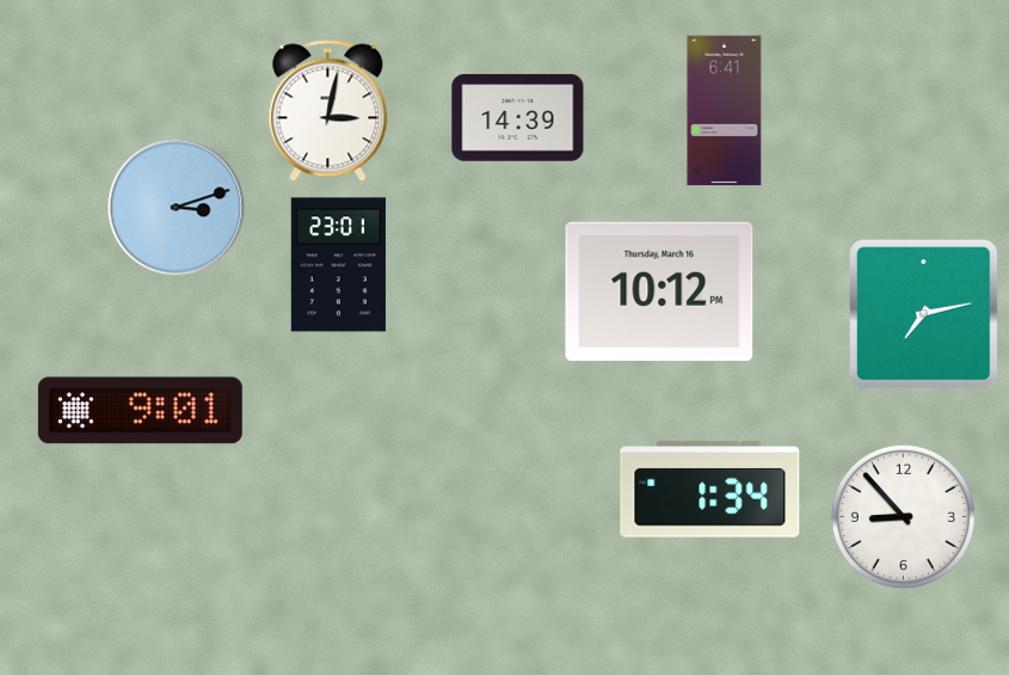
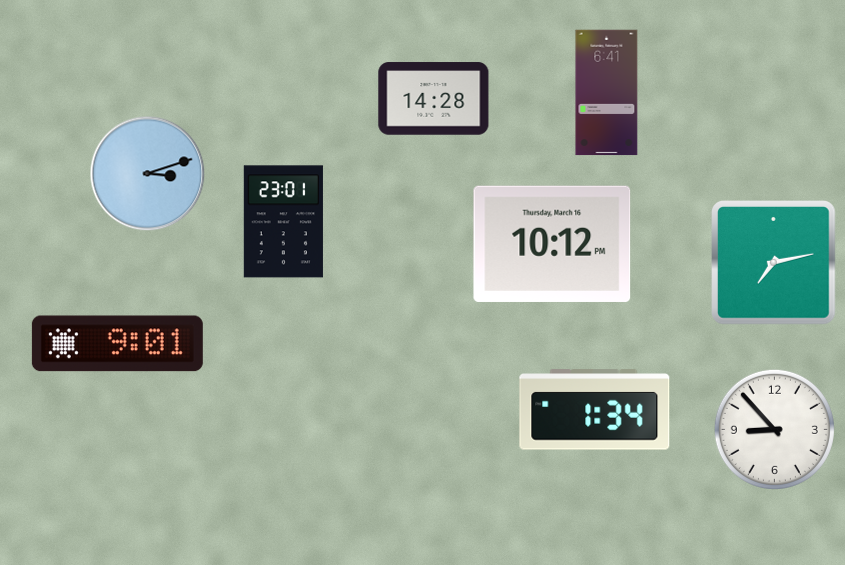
clock at (328, 111): 3:02 -> none
clock at (518, 118): 14:39 -> 14:28
clock at (903, 516) position: (903, 516) -> (774, 429)
